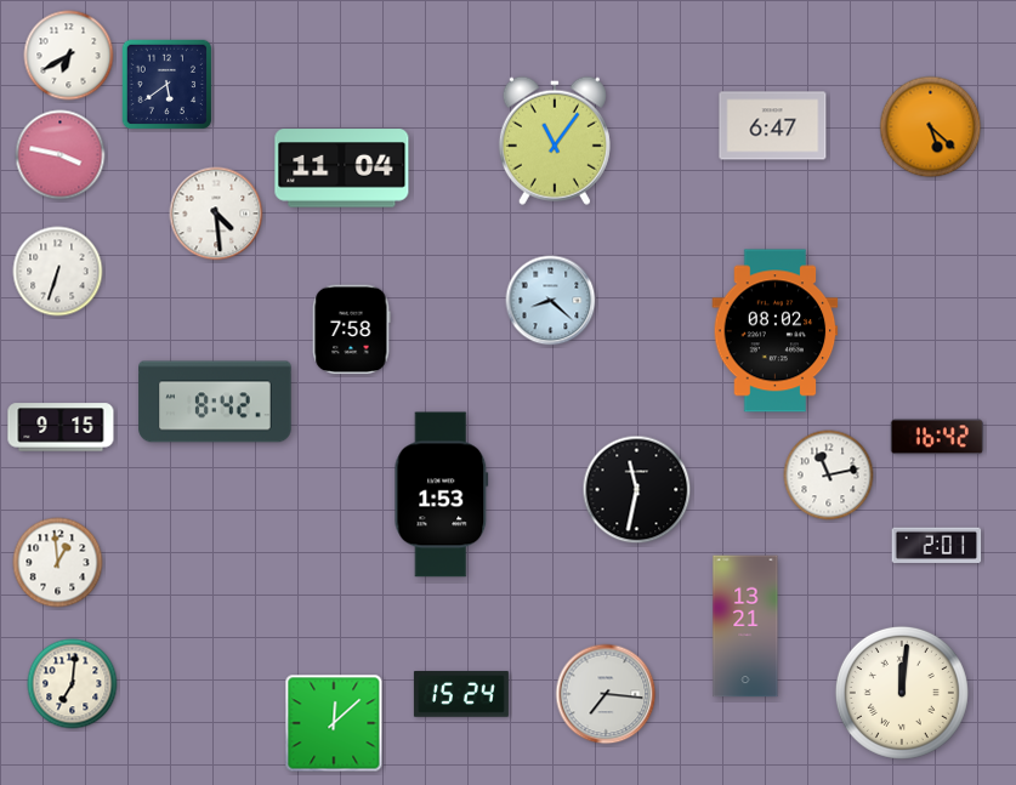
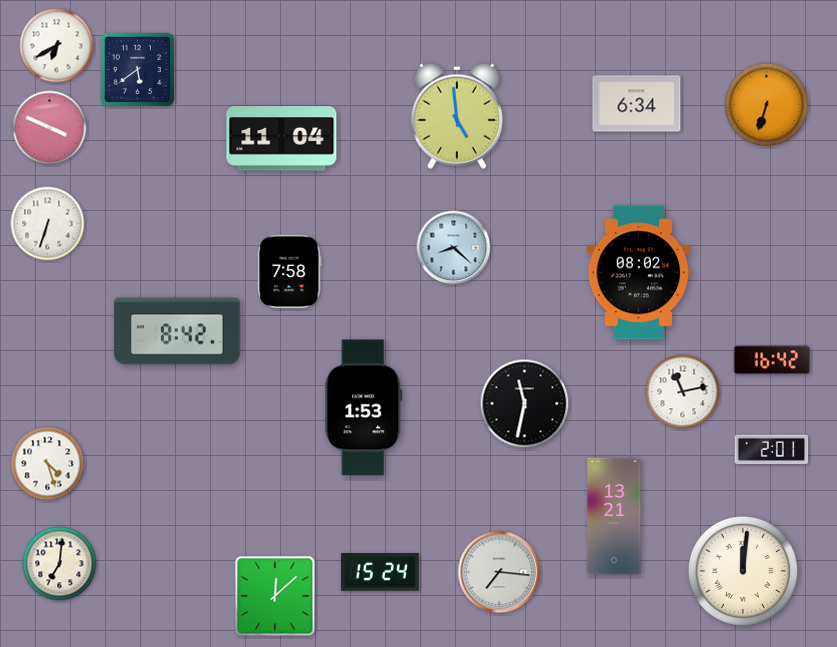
clock at (773, 126): 6:47 -> 6:34
clock at (931, 127): 5:22 -> 6:33
clock at (555, 141): 11:06 -> 4:59
clock at (61, 155): 3:47 -> 3:49
clock at (216, 214): 4:29 -> none
clock at (61, 427): 9:15 -> none
clock at (58, 563): 12:59 -> 4:27
